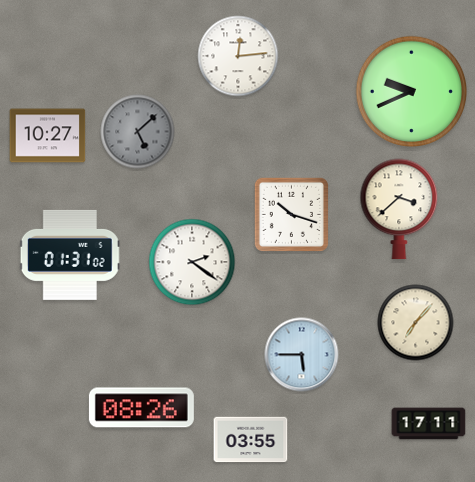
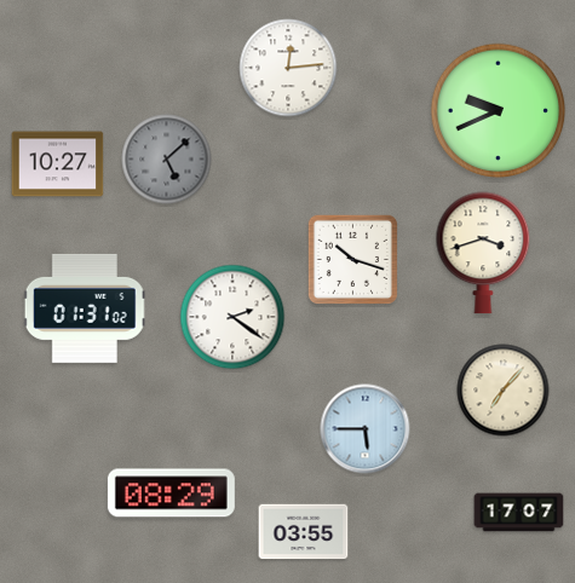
clock at (399, 209): 3:38 -> 3:42
clock at (141, 408): 08:26 -> 08:29
clock at (429, 424): 17:11 -> 17:07
